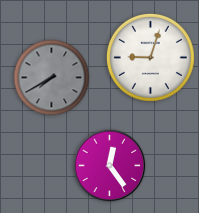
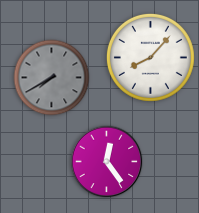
clock at (150, 57): 9:03 -> 8:07
clock at (110, 166) position: (110, 166) -> (107, 162)
